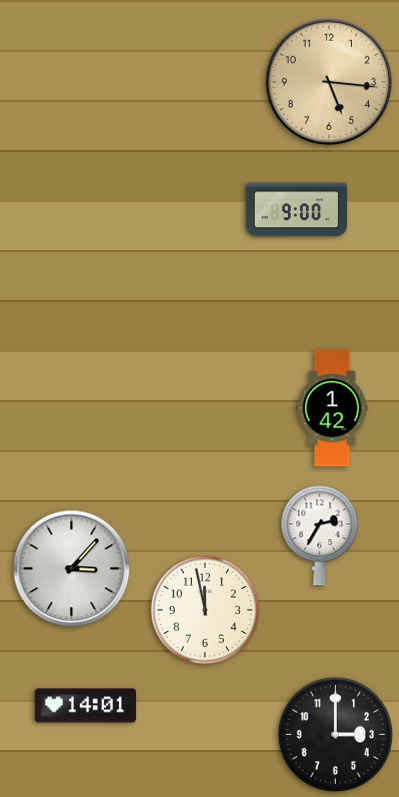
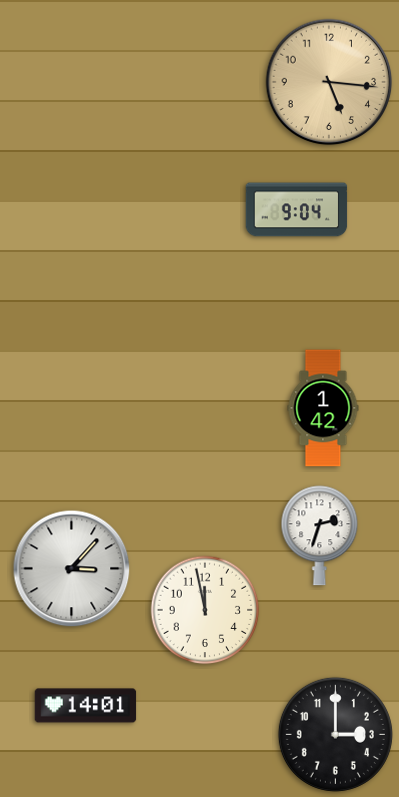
clock at (297, 210): 9:00 -> 9:04
clock at (332, 408) position: (332, 408) -> (323, 408)
clock at (320, 536): 2:35 -> 2:33
